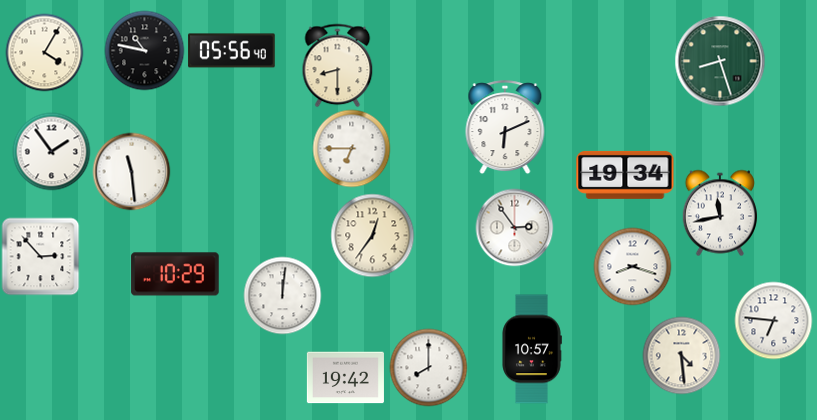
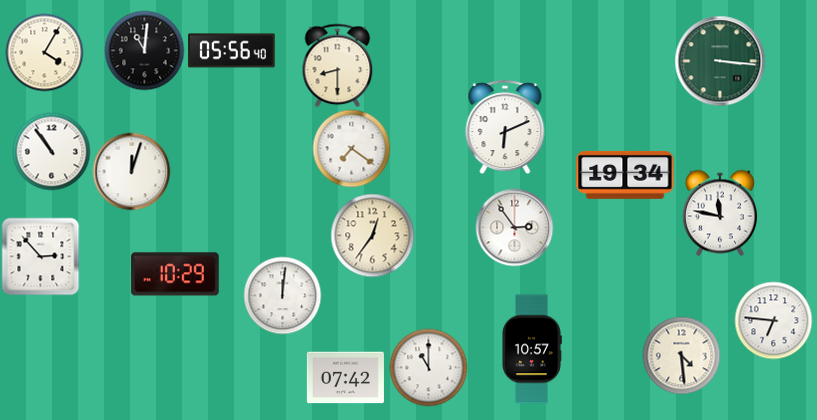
clock at (144, 50): 10:47 -> 11:01
clock at (720, 61): 8:27 -> 3:16
clock at (351, 148): 6:45 -> 7:21
clock at (51, 151): 1:54 -> 10:54
clock at (131, 171): 11:29 -> 12:03
clock at (720, 213): 11:43 -> 11:47
clock at (632, 266): 8:18 -> none
clock at (428, 367): 8:00 -> 11:00
clock at (345, 378): 19:42 -> 07:42
